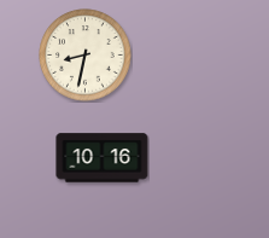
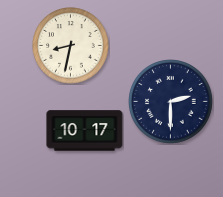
clock at (171, 102): none -> 2:30
clock at (103, 158): 10:16 -> 10:17
